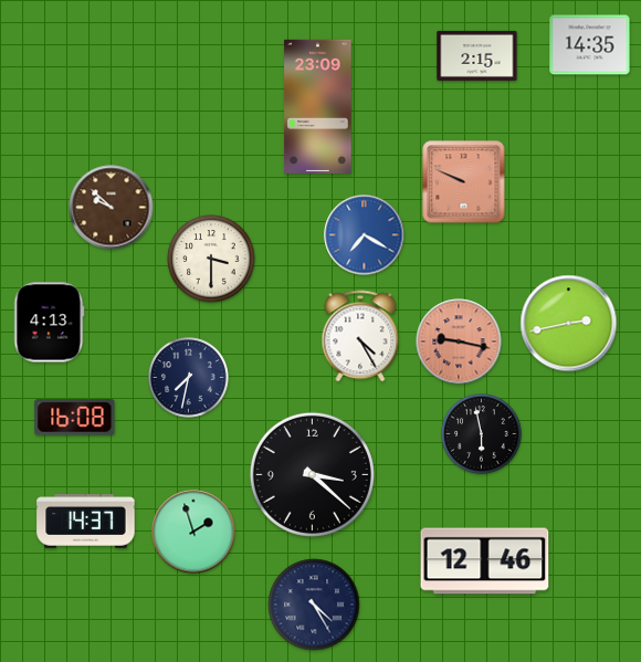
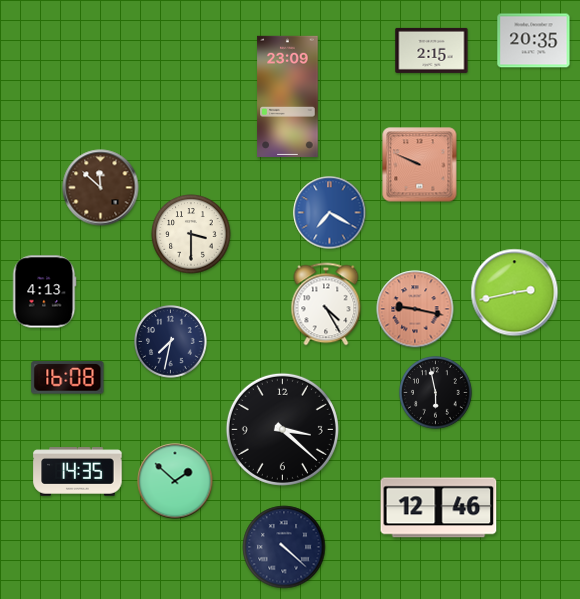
clock at (590, 45): 14:35 -> 20:35
clock at (112, 208): 9:52 -> 11:52
clock at (86, 522): 14:37 -> 14:35
clock at (193, 532): 1:57 -> 1:52
clock at (314, 605): 4:25 -> 4:22
